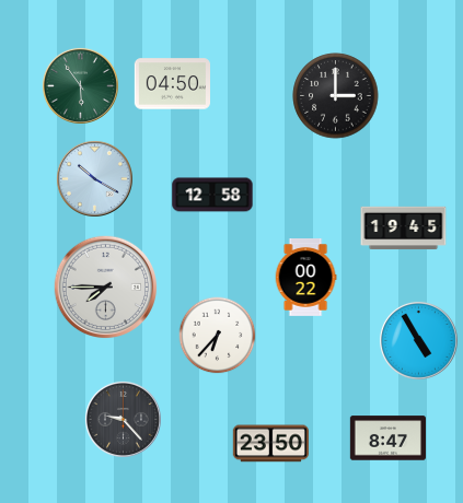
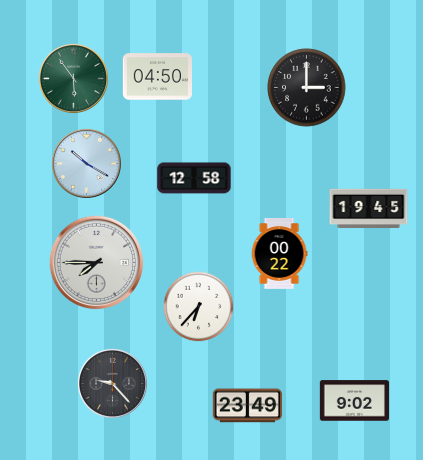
clock at (418, 340): 4:55 -> none
clock at (387, 438): 8:47 -> 9:02
clock at (270, 444): 23:50 -> 23:49
